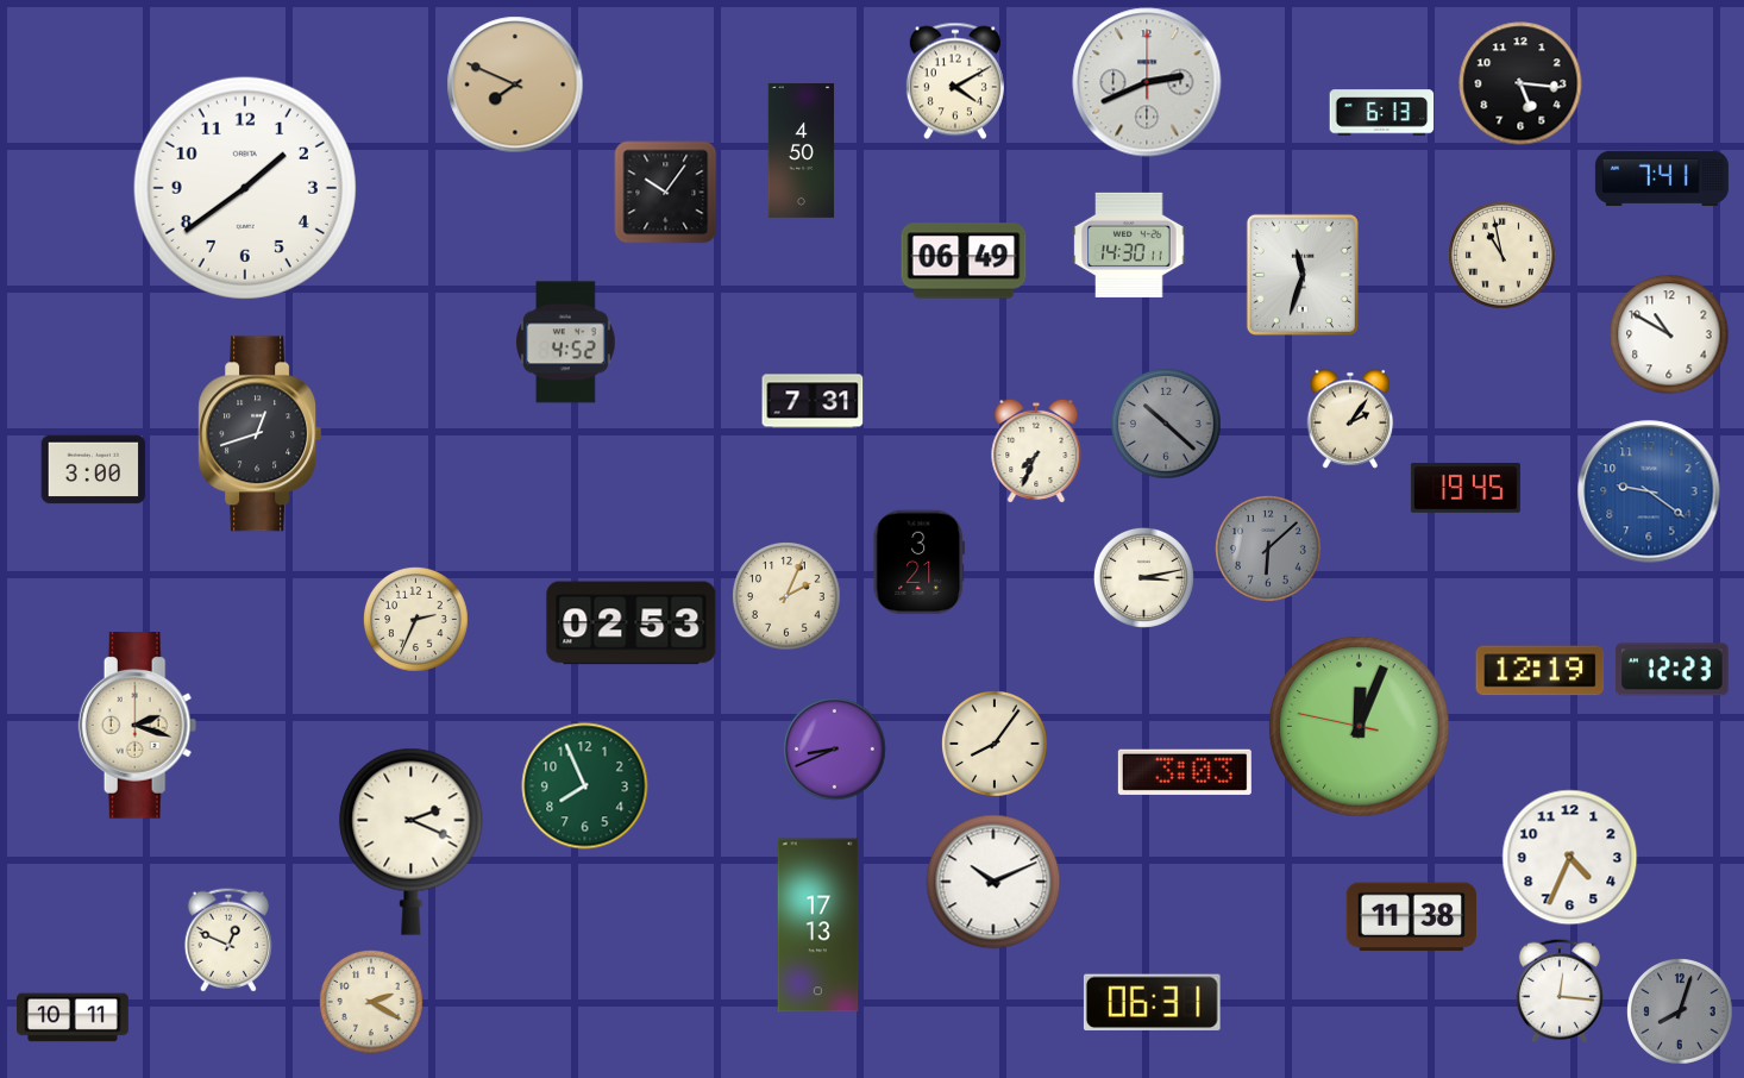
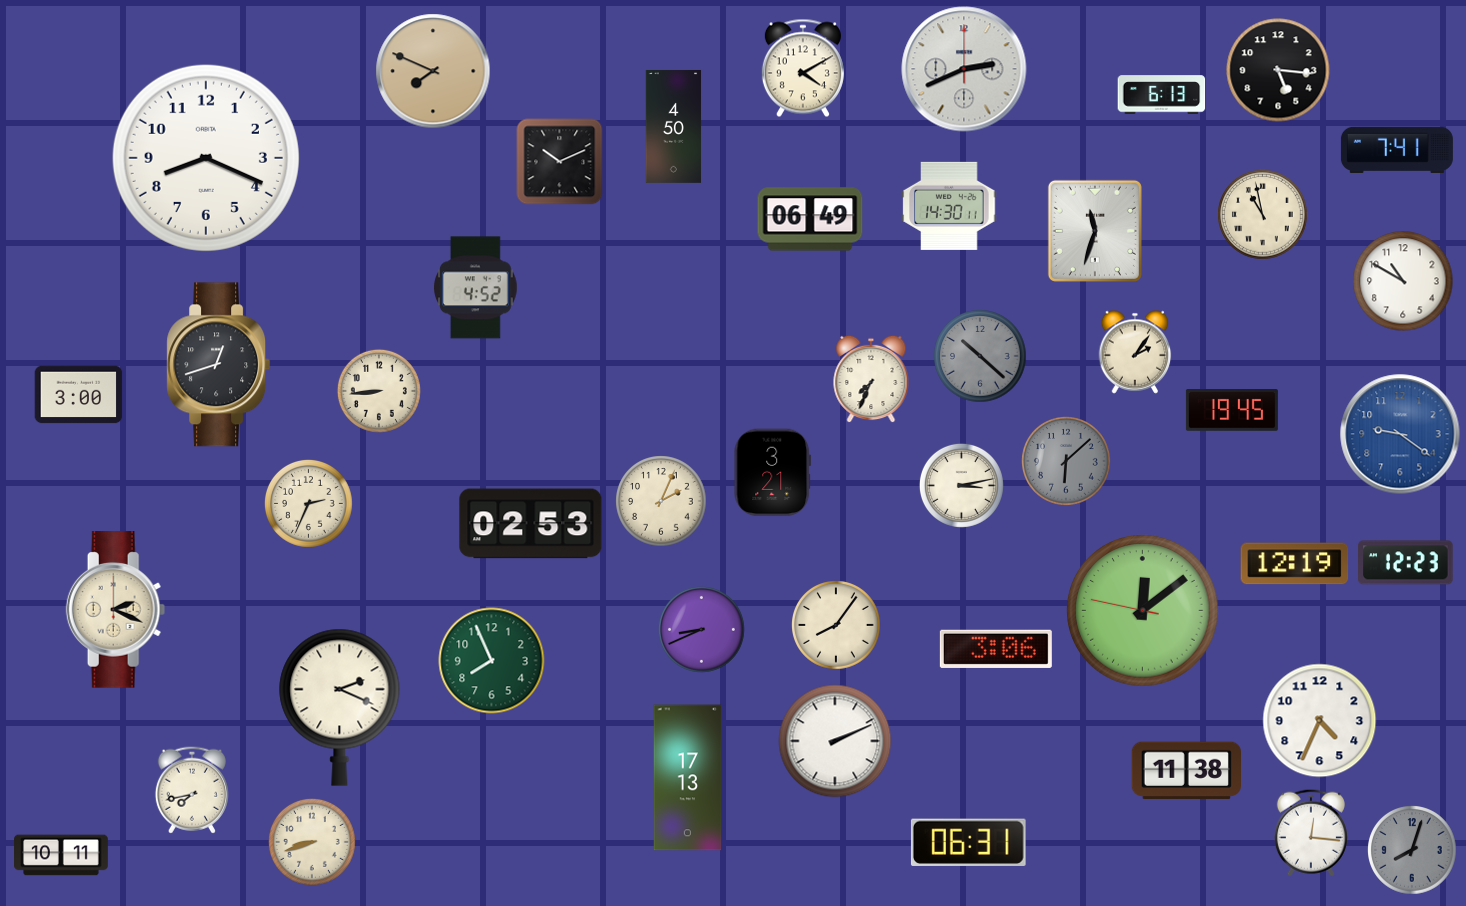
clock at (245, 188): 1:39 -> 8:19
clock at (666, 193): 10:06 -> 10:11
clock at (813, 401): 7:31 -> none
clock at (379, 391): none -> 8:44
clock at (1649, 491) position: (1649, 491) -> (1400, 434)
clock at (416, 619) position: (416, 619) -> (309, 503)
clock at (138, 726): 2:18 -> 2:19
clock at (1360, 727): 12:03 -> 12:08
clock at (1185, 772): 3:03 -> 3:06
clock at (412, 841) position: (412, 841) -> (340, 707)
clock at (993, 882): 10:11 -> 2:11
clock at (228, 940): 12:49 -> 7:43
clock at (371, 1002): 2:20 -> 8:42
